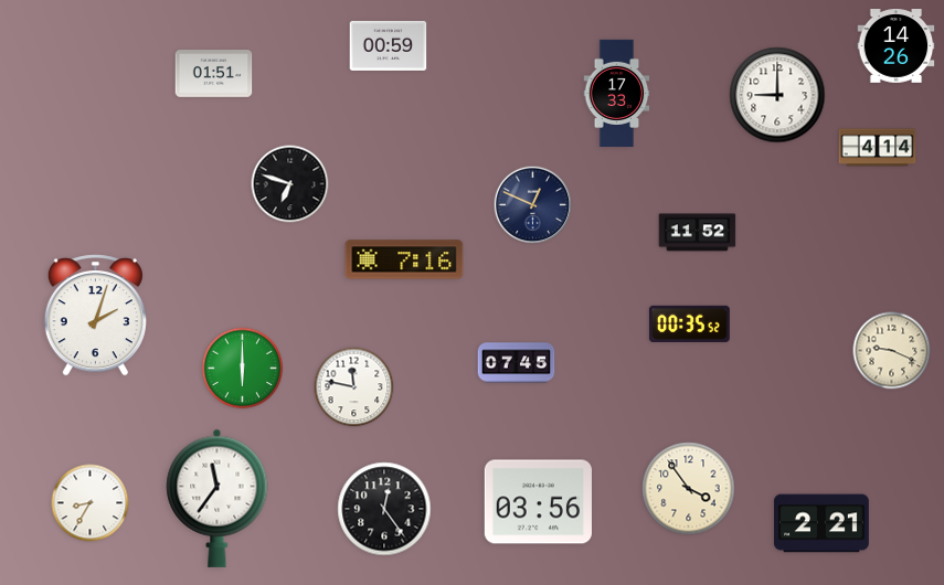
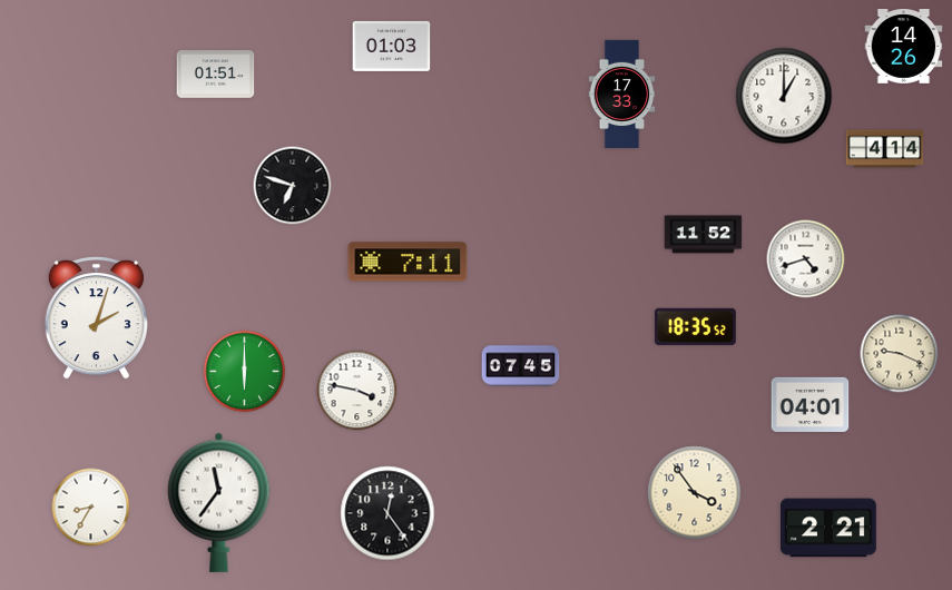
clock at (389, 45): 00:59 -> 01:03
clock at (777, 95): 9:00 -> 1:00
clock at (533, 205): 12:49 -> none
clock at (806, 259): none -> 4:42
clock at (404, 259): 7:16 -> 7:11
clock at (689, 323): 00:35 -> 18:35
clock at (354, 387): 11:47 -> 3:47
clock at (811, 404): none -> 04:01
clock at (538, 502): 03:56 -> none
